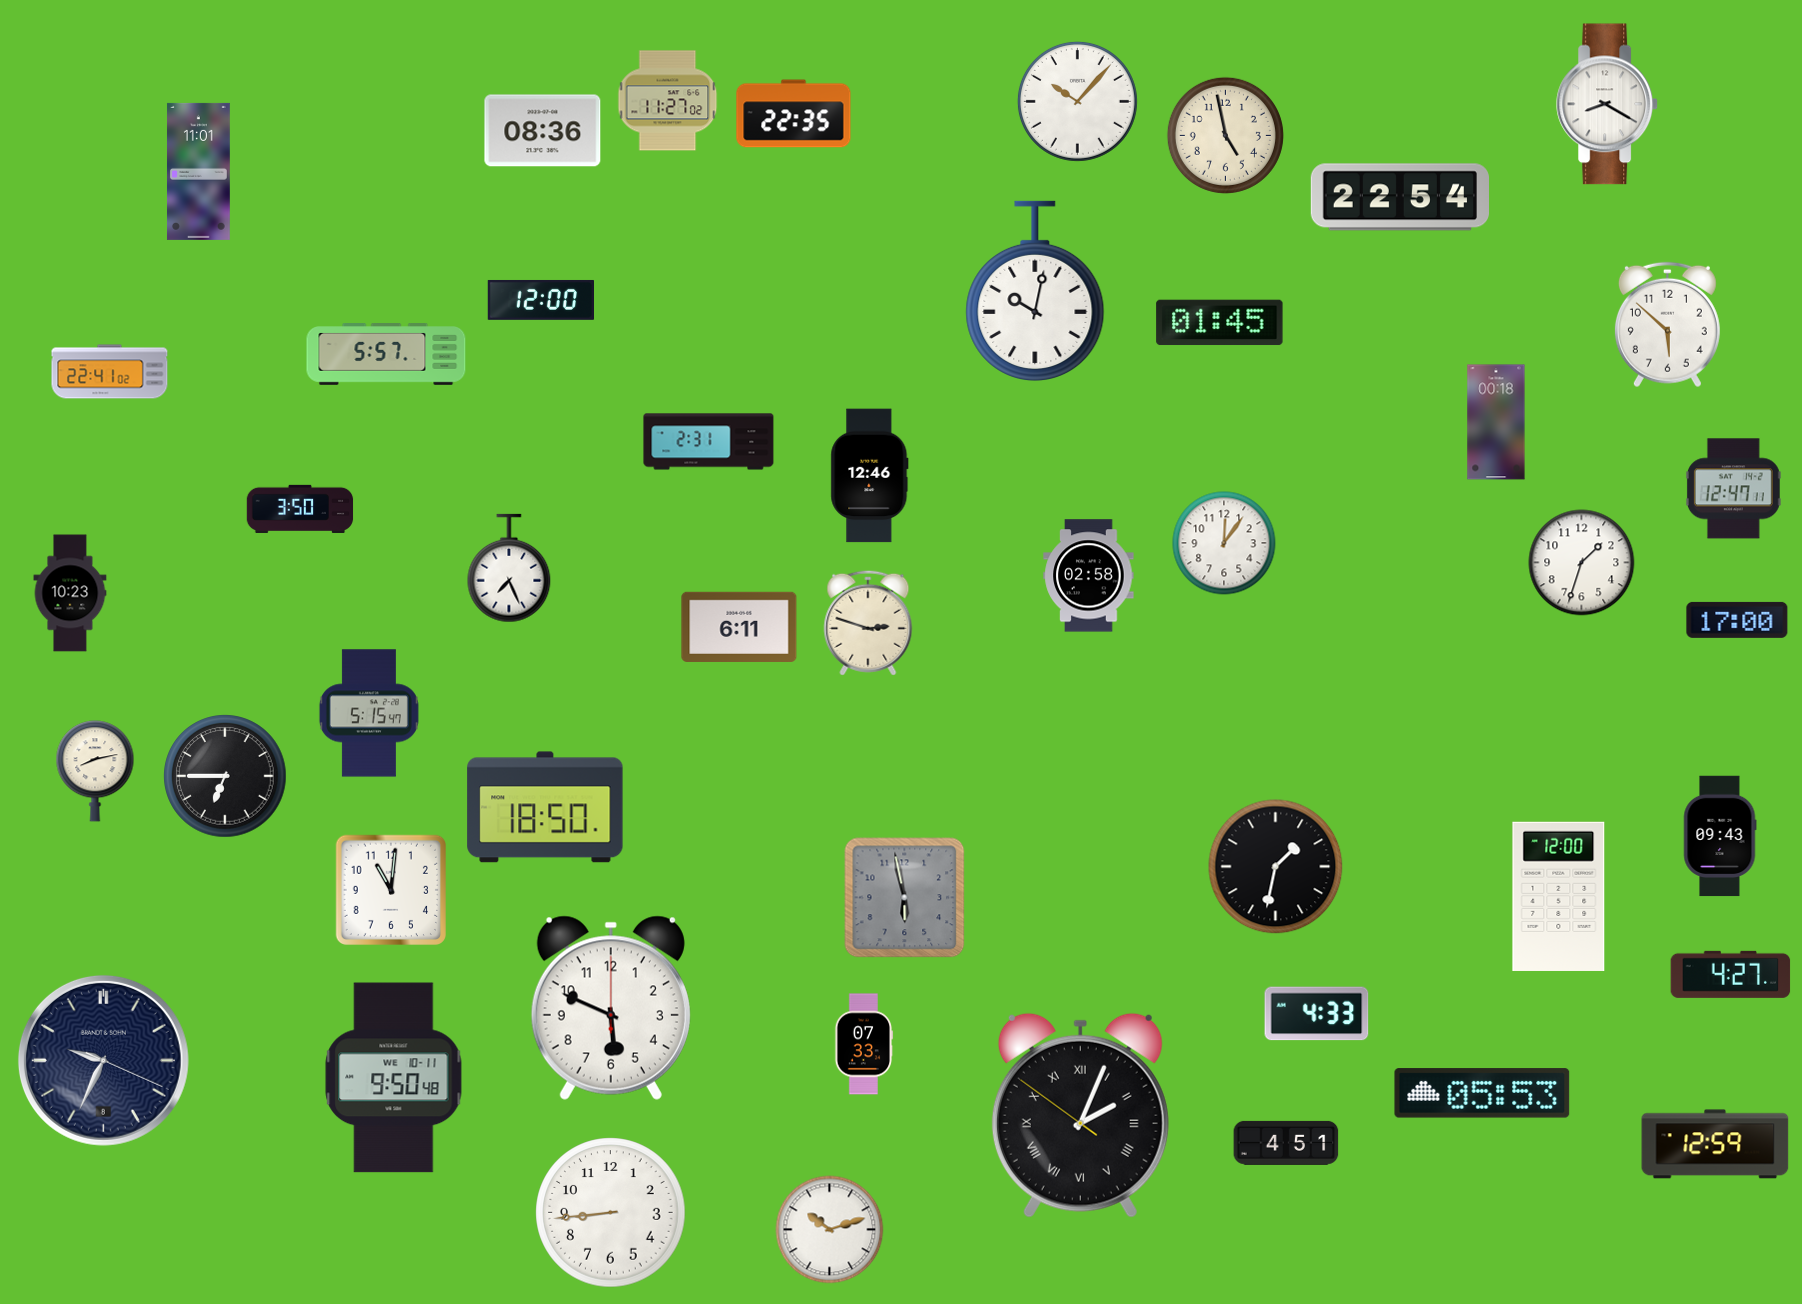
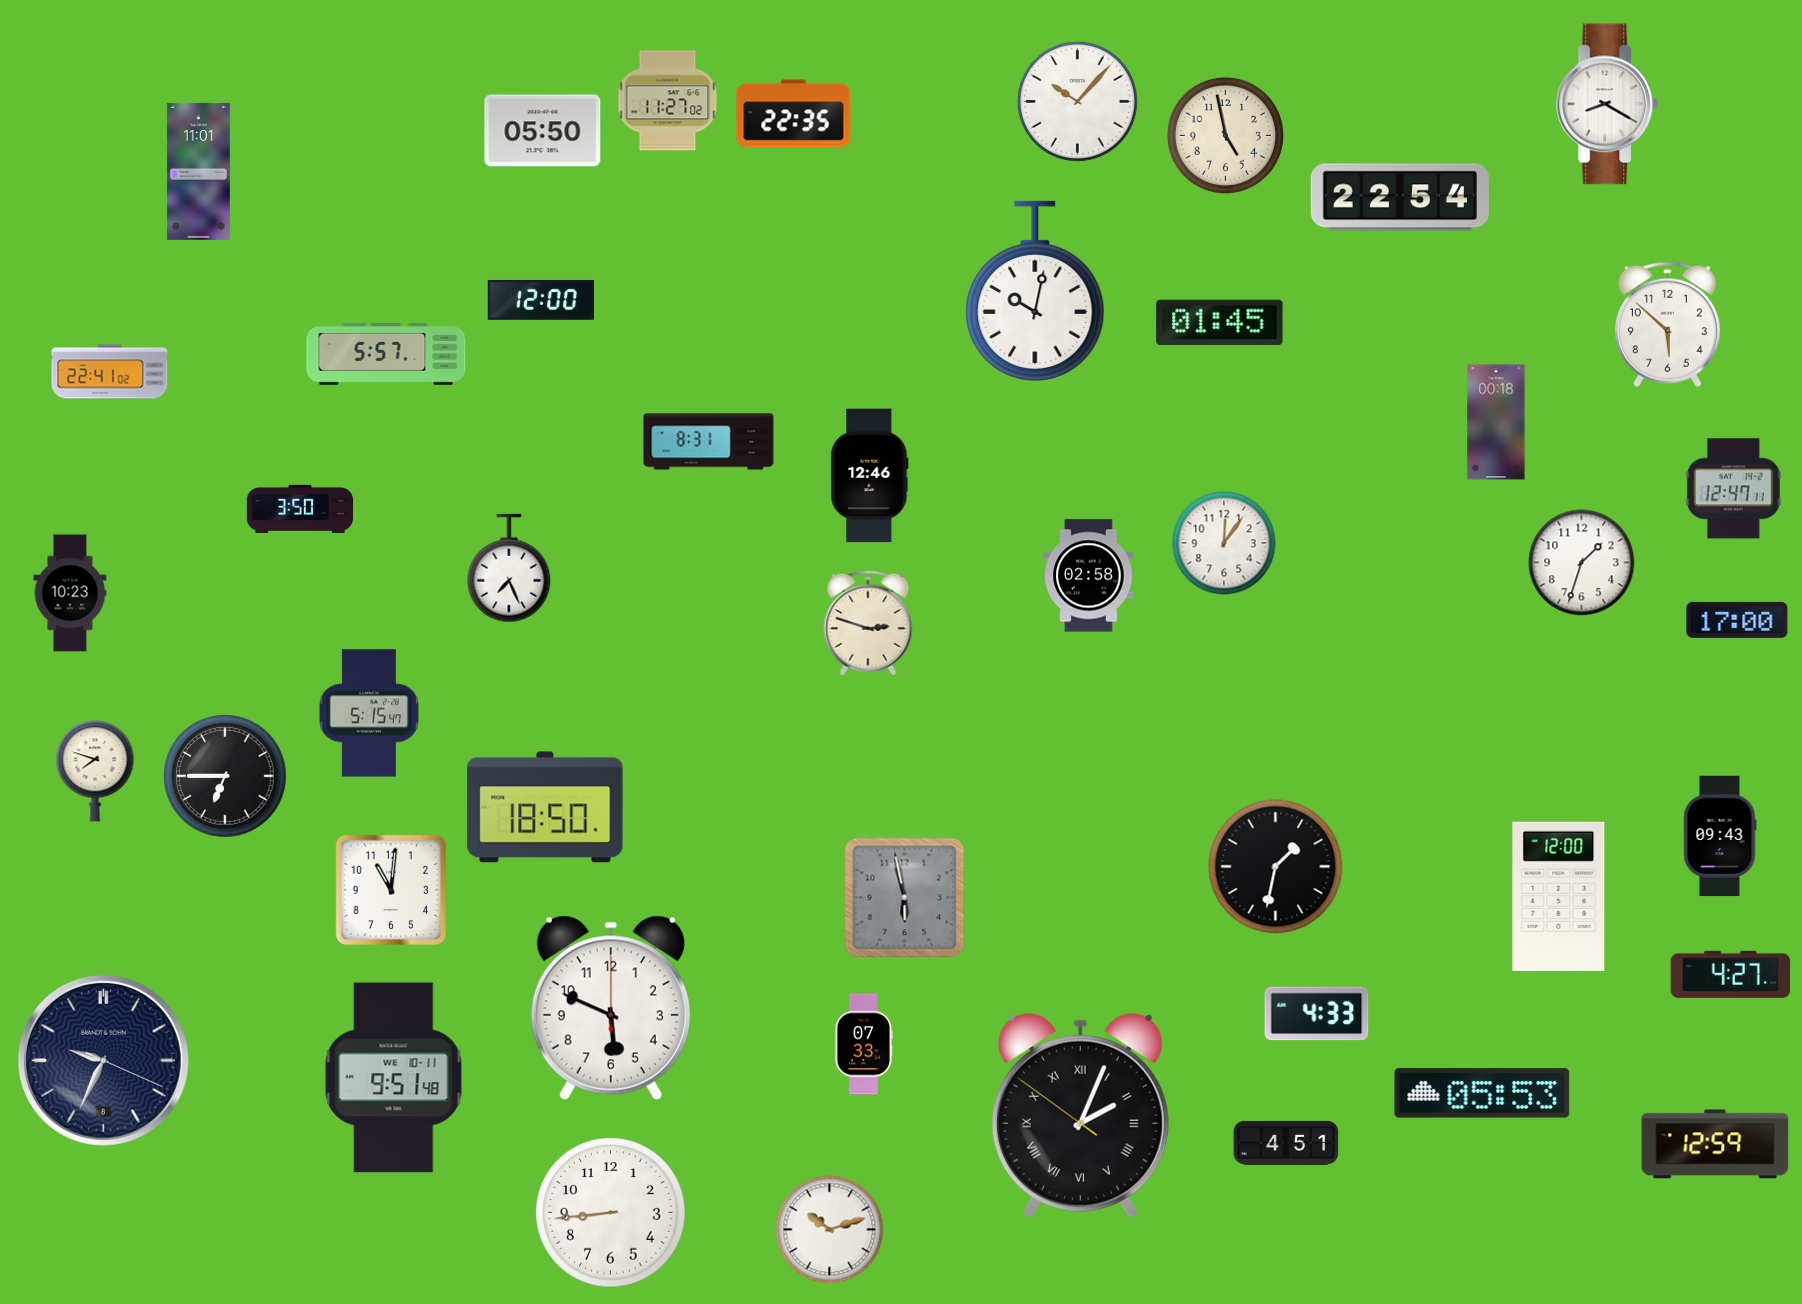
clock at (543, 131): 08:36 -> 05:50
clock at (709, 442): 2:31 -> 8:31
clock at (739, 627): 6:11 -> none
clock at (95, 771): 8:13 -> 7:48
clock at (394, 1078): 9:50 -> 9:51
